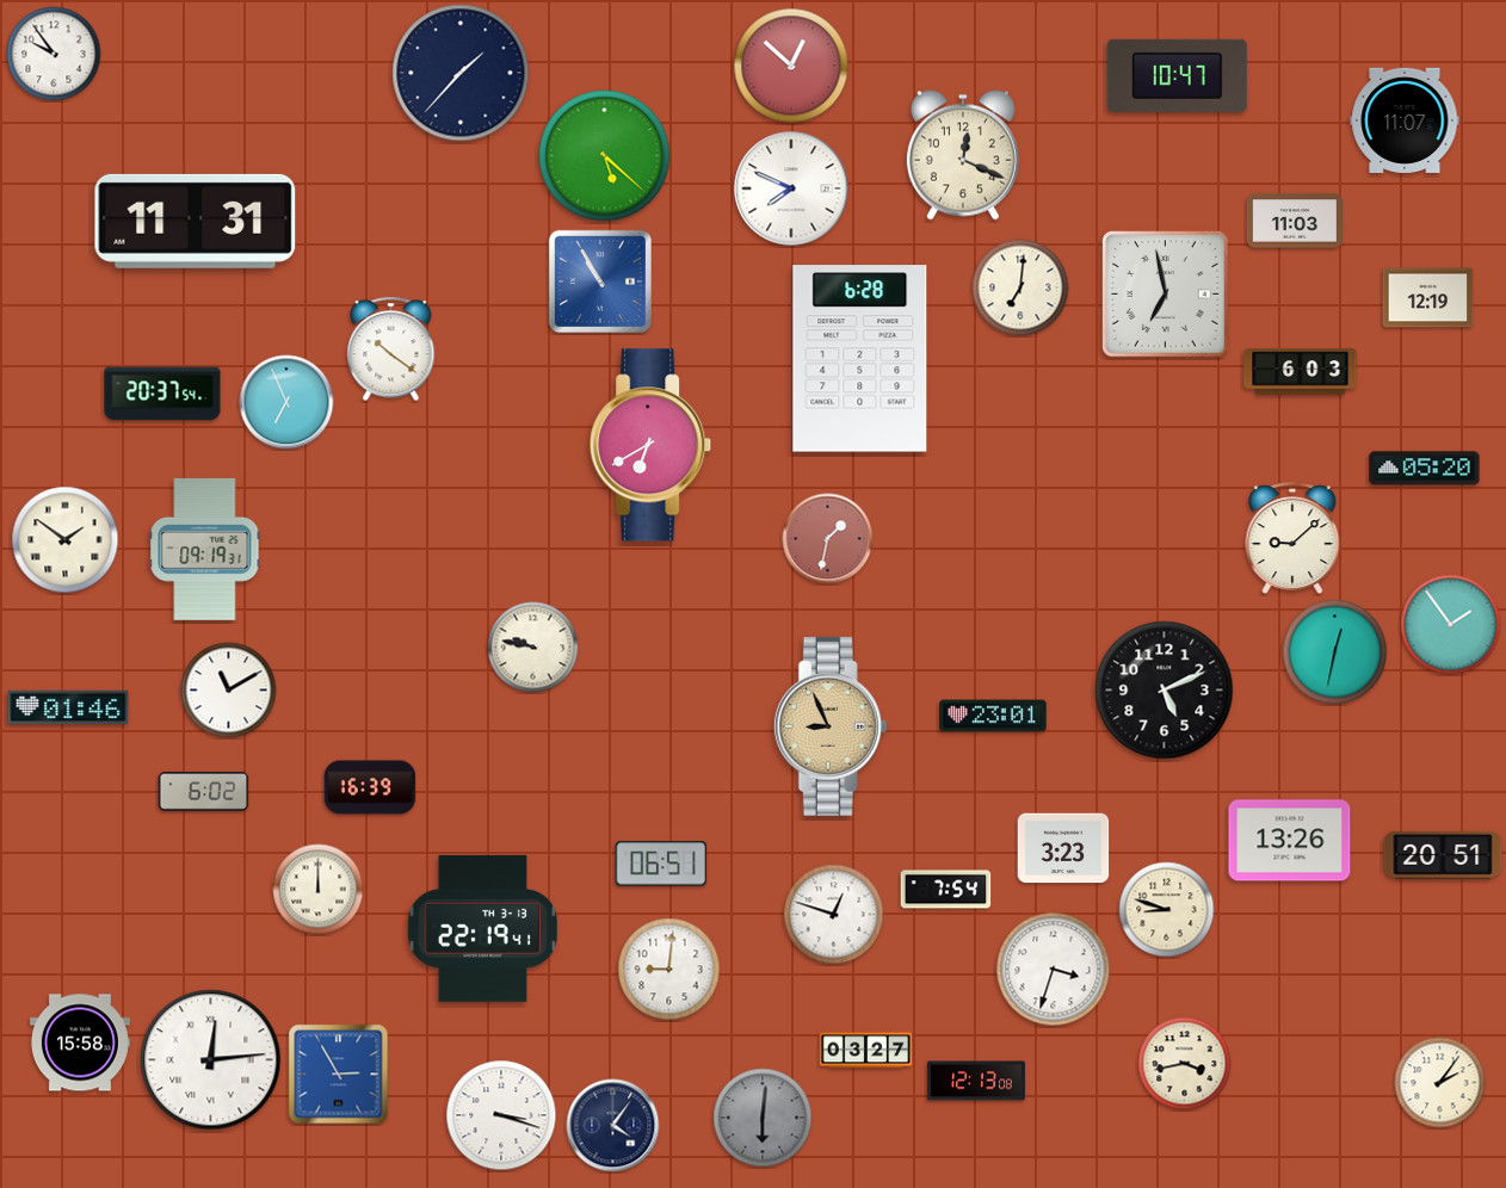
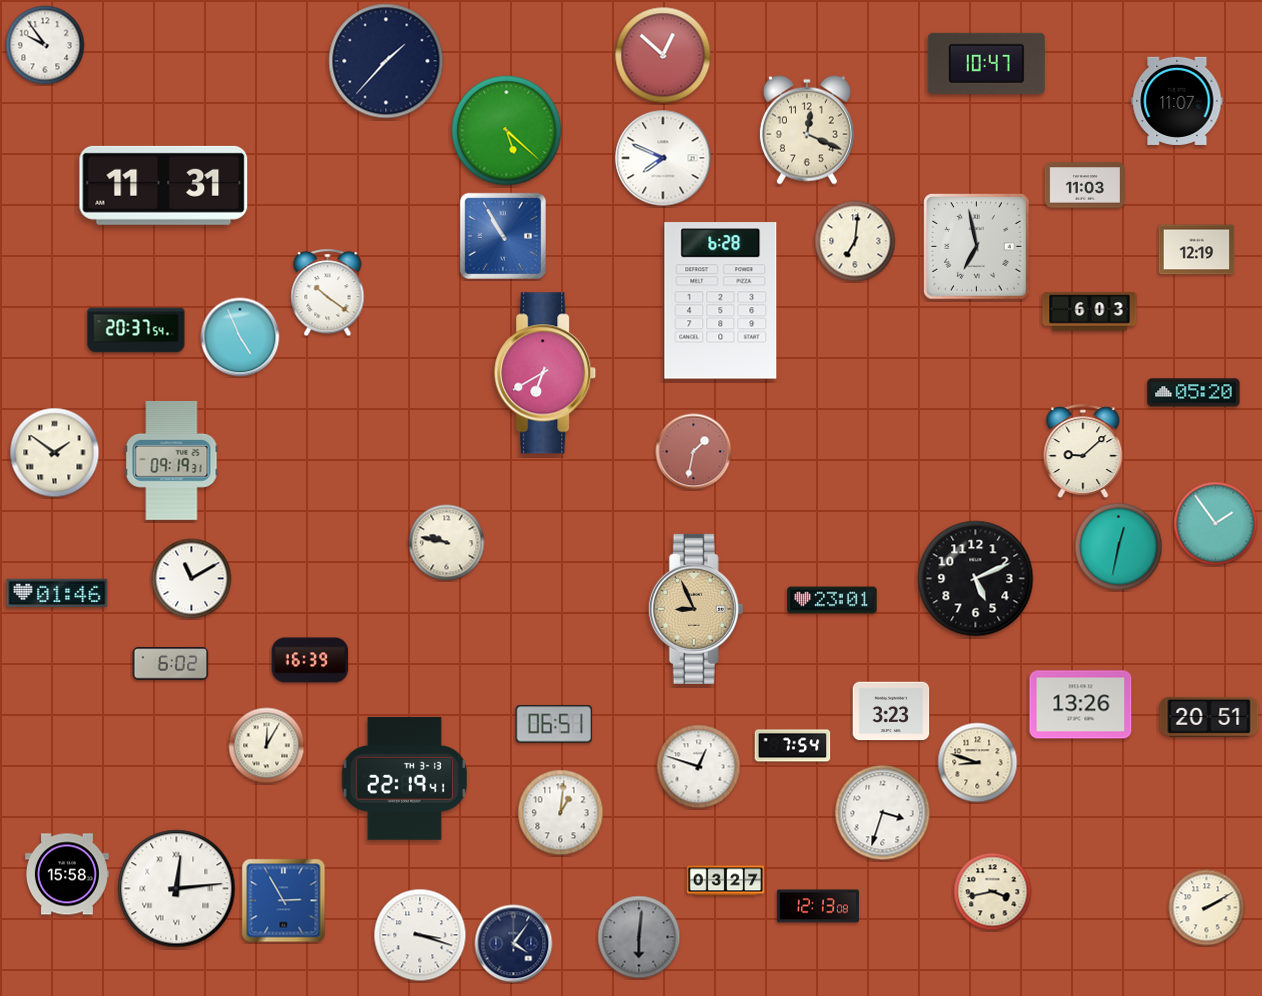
clock at (286, 402): 6:56 -> 4:56
clock at (319, 890): 12:00 -> 12:05
clock at (669, 970): 9:01 -> 1:01
clock at (1440, 1083): 2:06 -> 2:10
